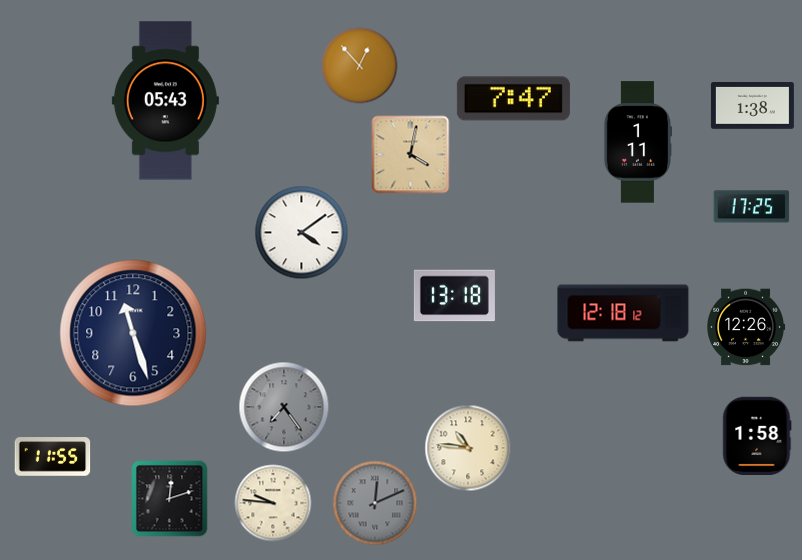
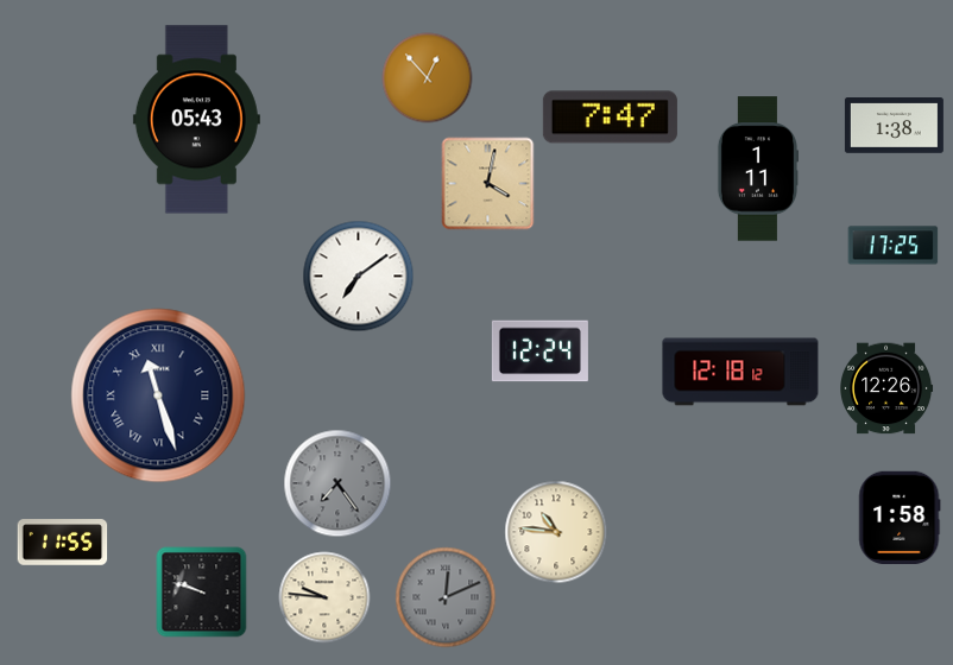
clock at (302, 233): 4:09 -> 7:09
clock at (454, 296): 13:18 -> 12:24
clock at (133, 333) numerals: Arabic -> Roman
clock at (170, 499): 12:12 -> 9:48
